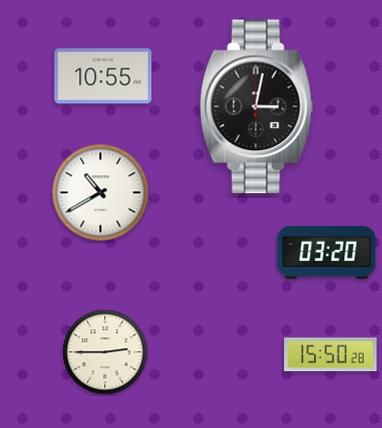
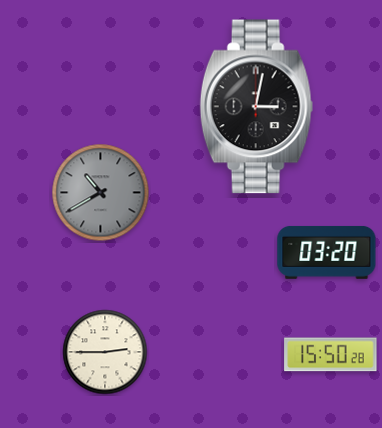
clock at (103, 76): 10:55 -> none
clock at (101, 193) dial: white -> grey
